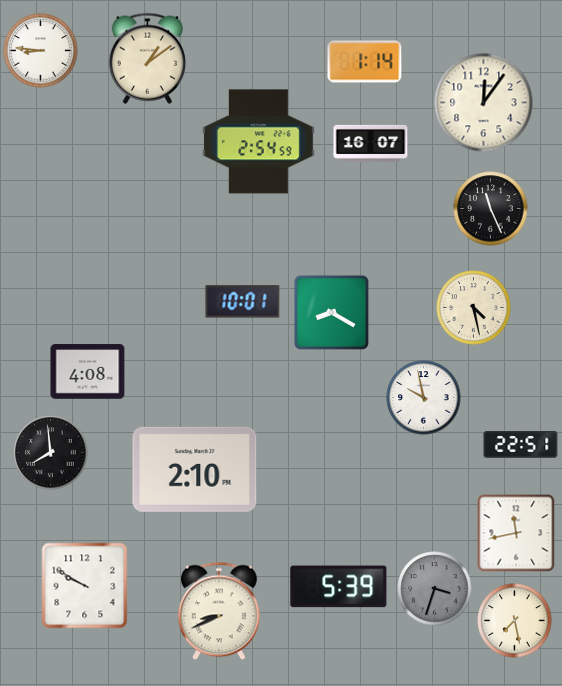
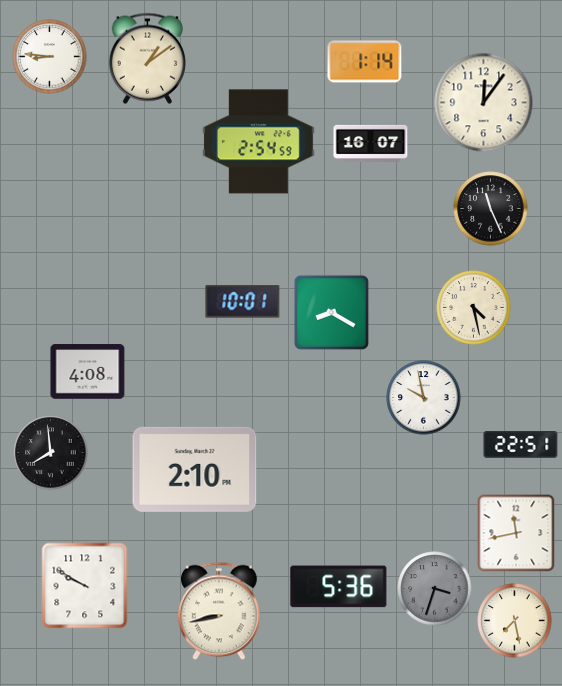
clock at (41, 51) position: (41, 51) -> (50, 57)
clock at (339, 587): 5:39 -> 5:36
clock at (219, 611): 8:41 -> 8:43
